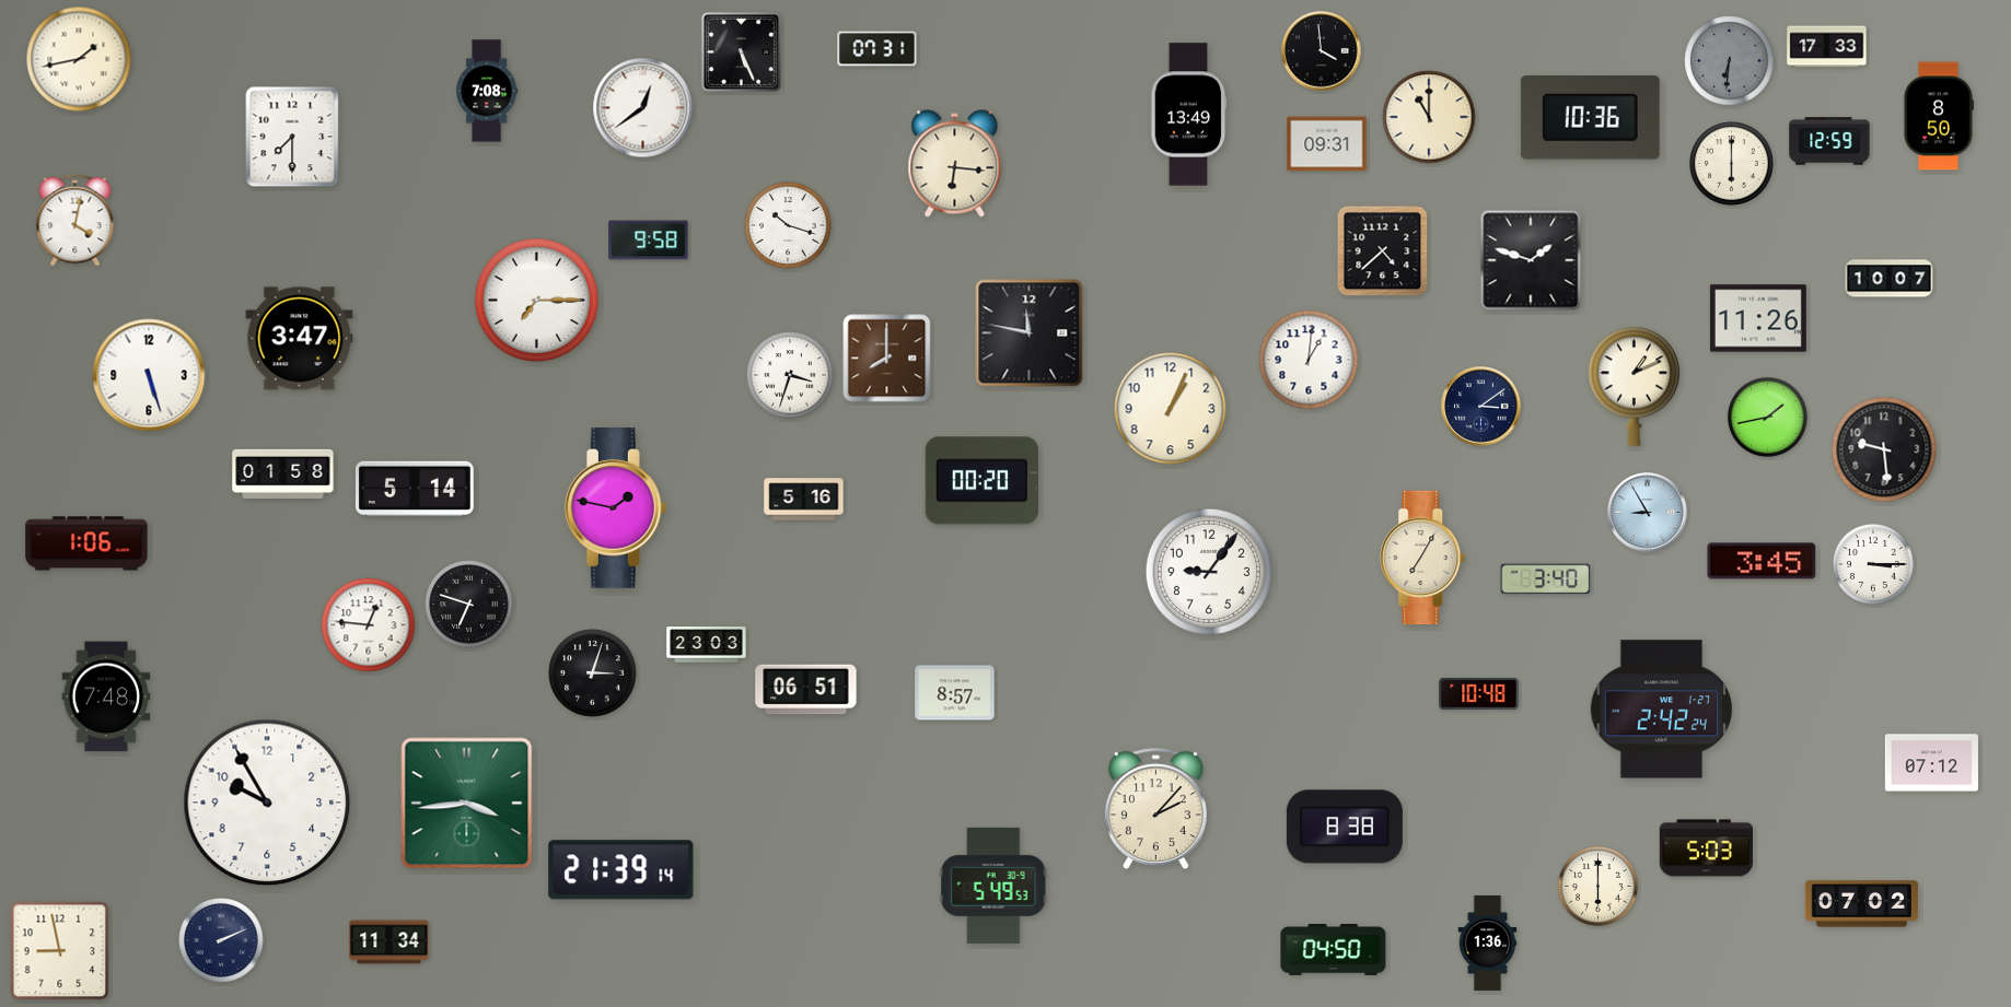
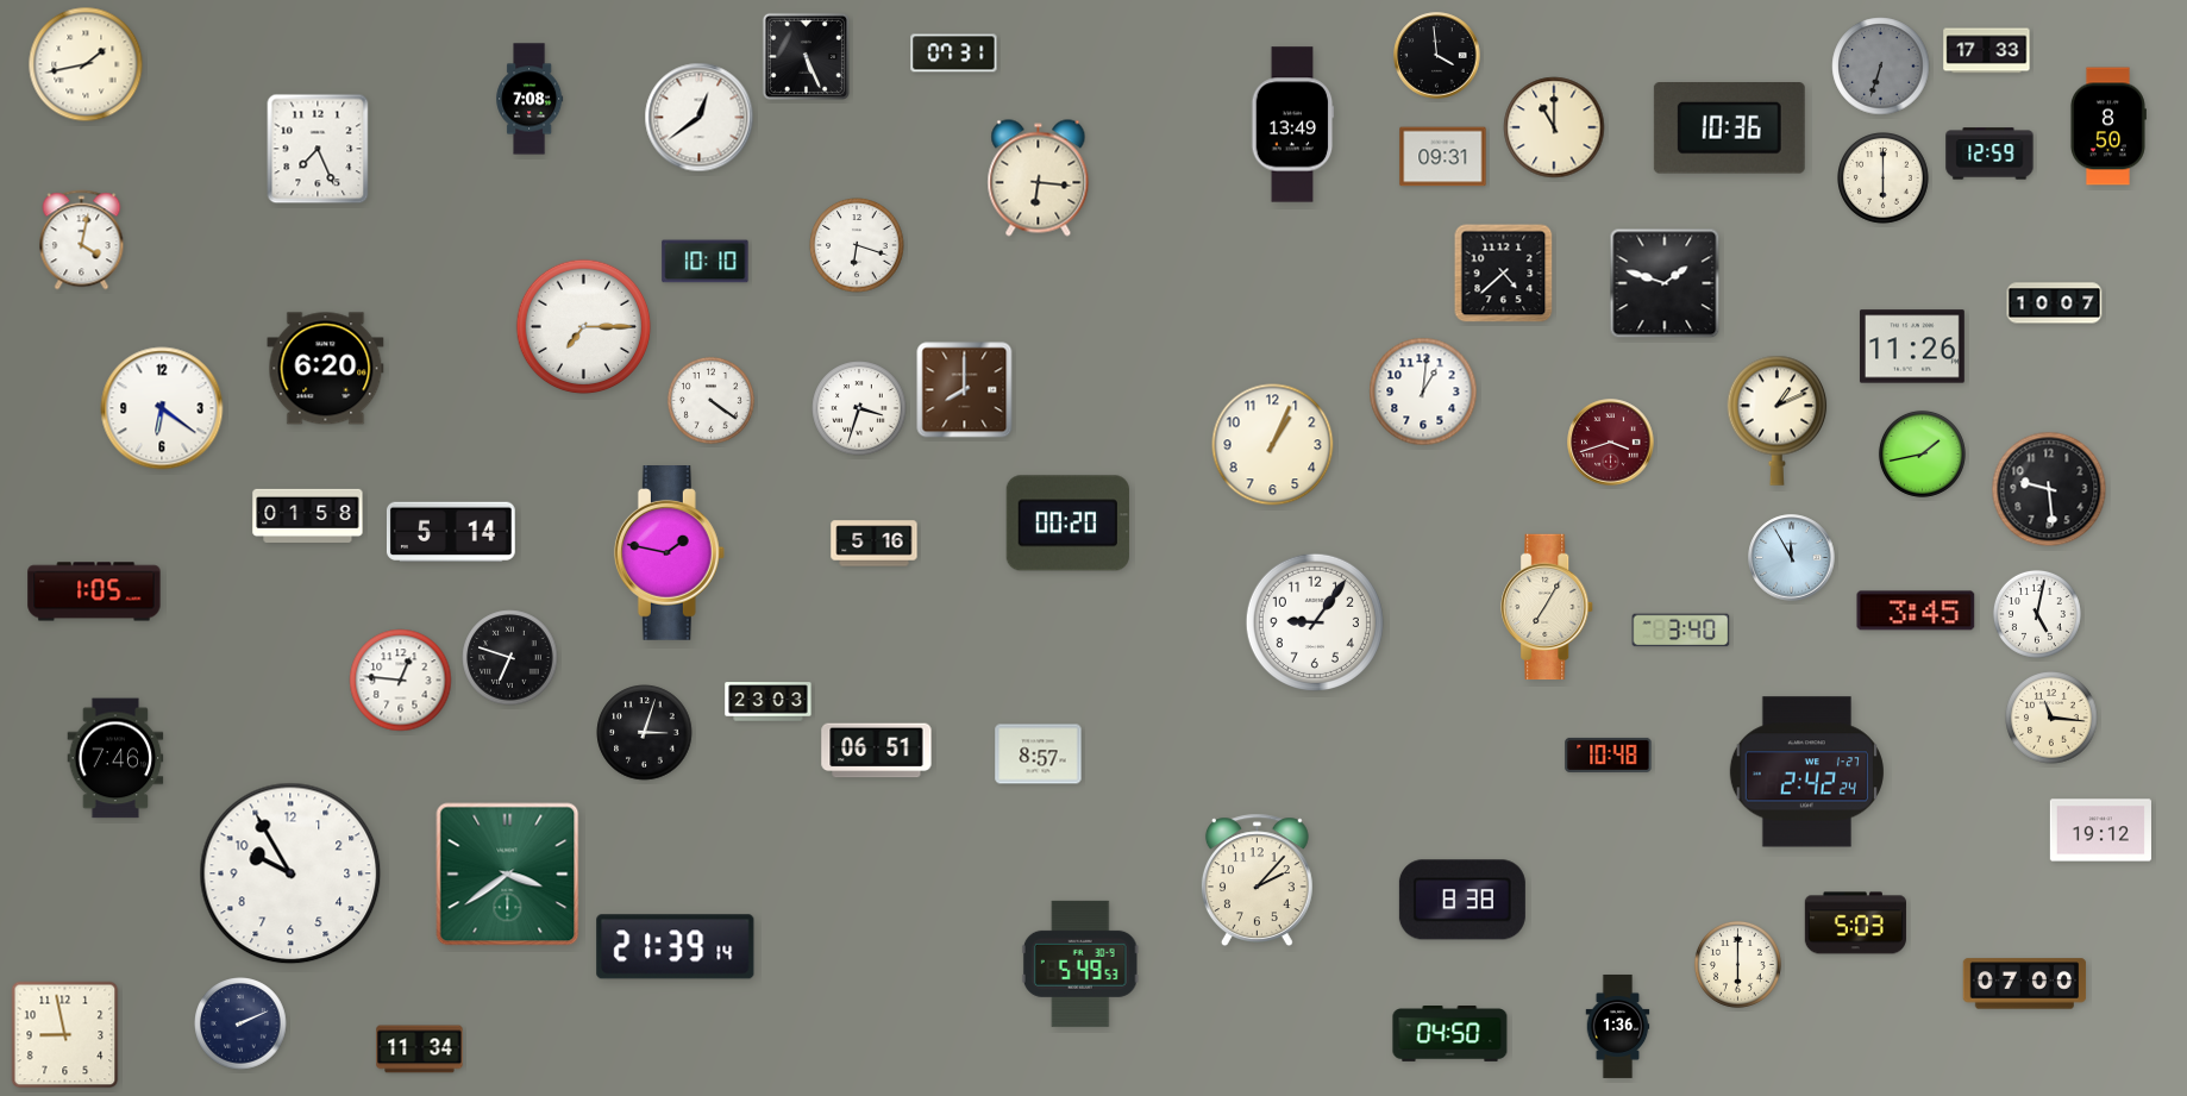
clock at (1730, 61): 6:31 -> 6:33
clock at (292, 137): 7:30 -> 7:26
clock at (788, 225): 10:18 -> 6:18
clock at (649, 241): 9:58 -> 10:10
clock at (1030, 333): 11:47 -> none
clock at (300, 339): 3:47 -> 6:20
clock at (710, 400): none -> 4:21
clock at (149, 375): 5:27 -> 6:21
clock at (1481, 407): 3:09 -> 3:42
clock at (1481, 407) dial: navy -> burgundy
clock at (1648, 513): 8:55 -> 11:55
clock at (86, 543): 1:06 -> 1:05
clock at (1873, 564): 3:15 -> 5:02
clock at (2051, 718): none -> 11:16
clock at (106, 696): 7:48 -> 7:46
clock at (1931, 763): 07:12 -> 19:12
clock at (467, 804): 3:44 -> 3:39
clock at (1862, 904): 07:02 -> 07:00
clock at (390, 942) position: (390, 942) -> (420, 1050)
